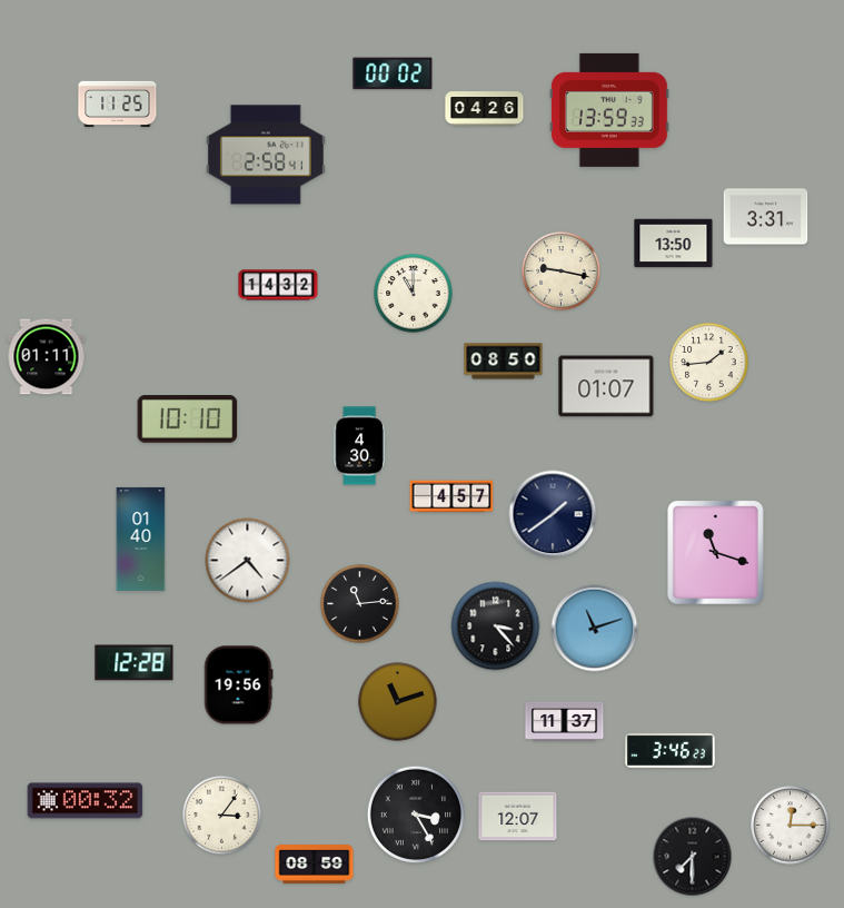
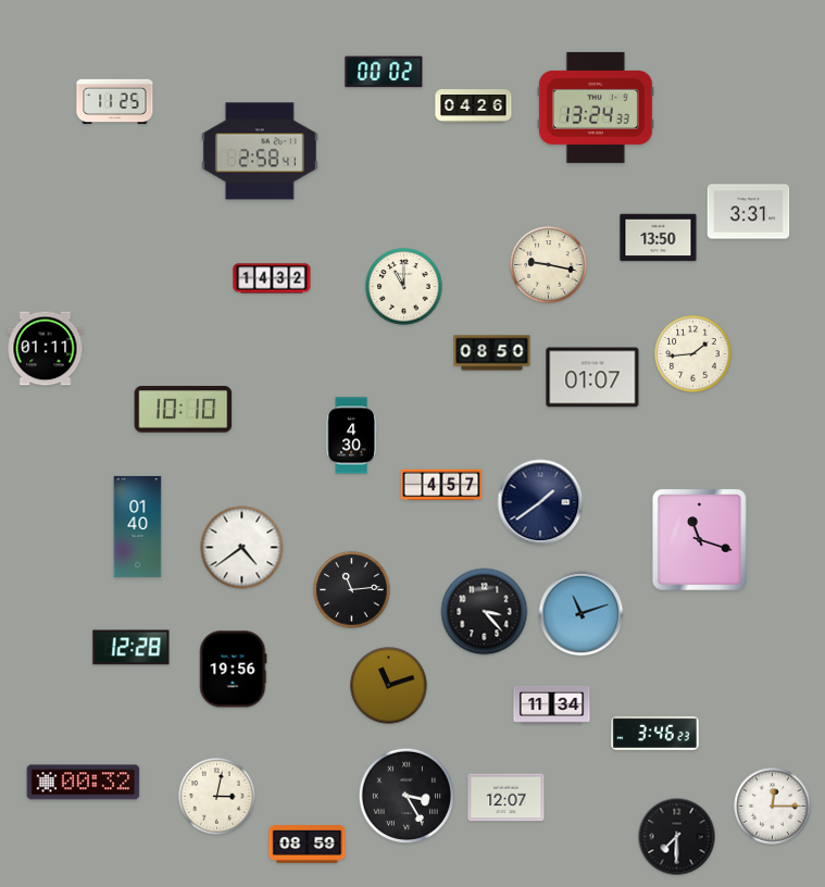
clock at (609, 110): 13:59 -> 13:24
clock at (565, 721): 11:37 -> 11:34
clock at (222, 816): 3:06 -> 3:02
